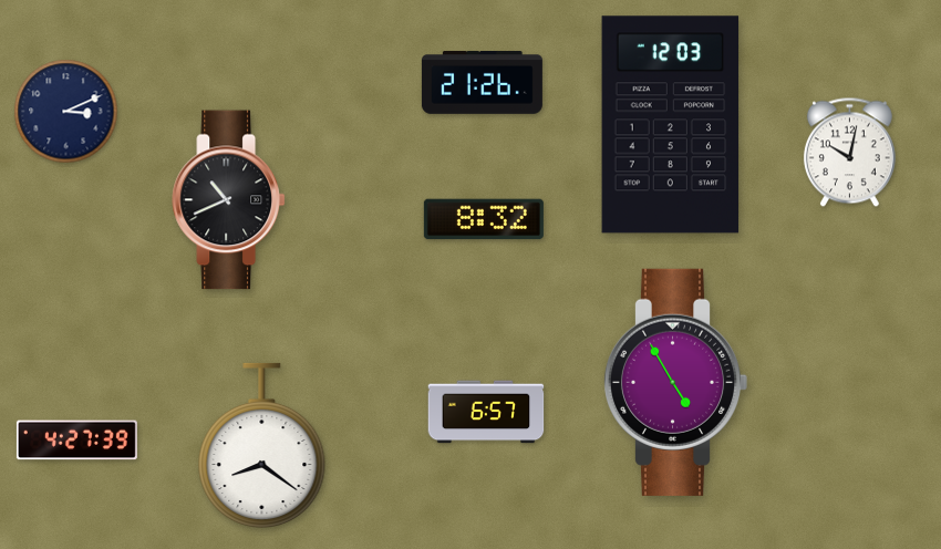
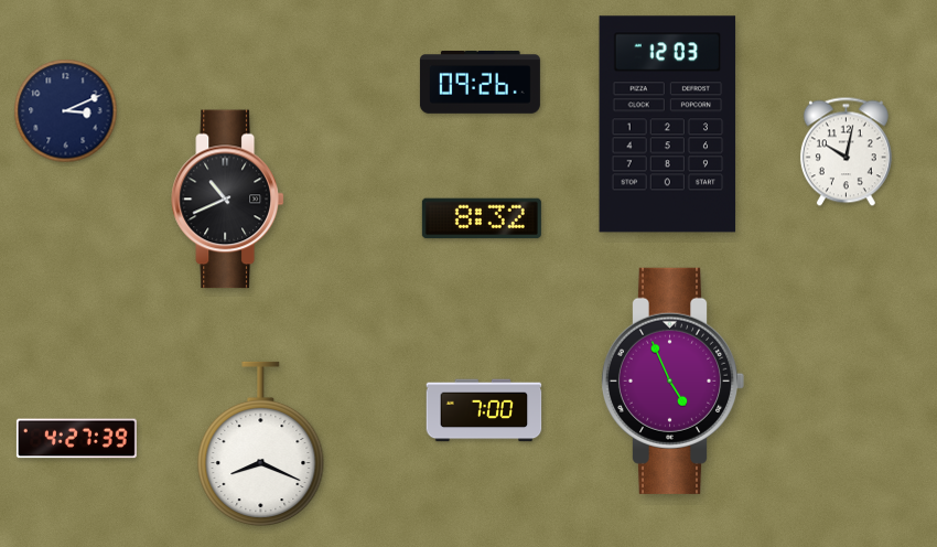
clock at (482, 83): 21:26 -> 09:26
clock at (675, 382): 4:55 -> 4:56
clock at (486, 412): 6:57 -> 7:00
clock at (262, 446): 8:21 -> 8:19
